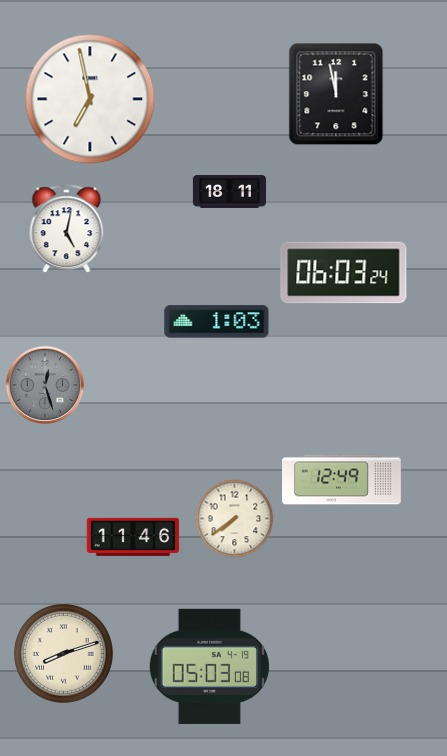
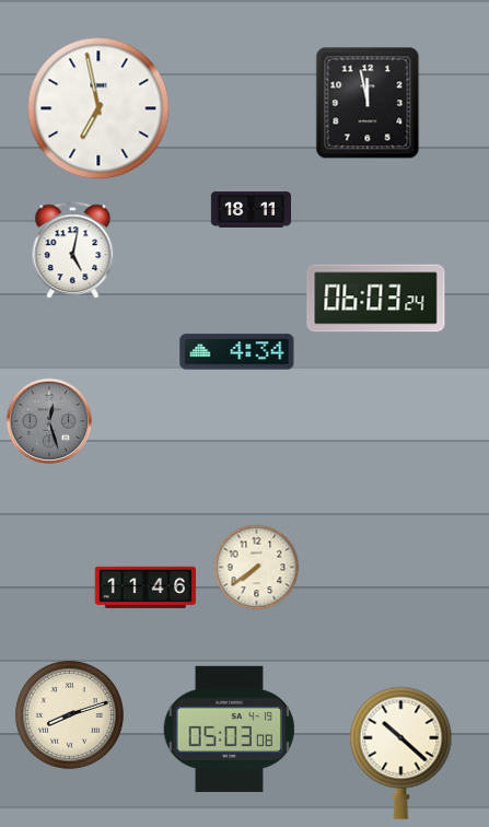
clock at (217, 322): 1:03 -> 4:34
clock at (342, 480): 12:49 -> none
clock at (401, 753): none -> 10:22
